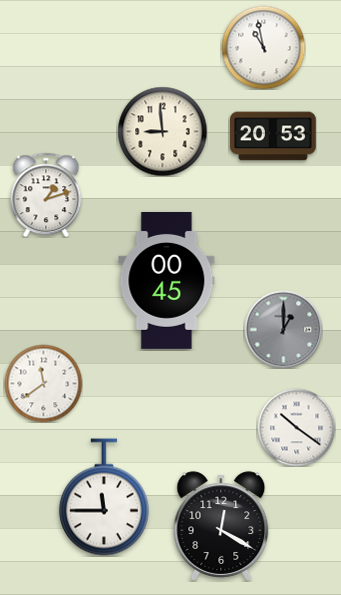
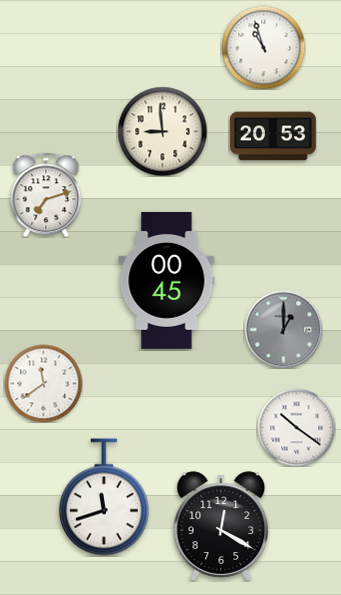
clock at (263, 47): 10:58 -> 10:57
clock at (46, 195): 1:12 -> 7:12
clock at (104, 497): 11:45 -> 11:42
